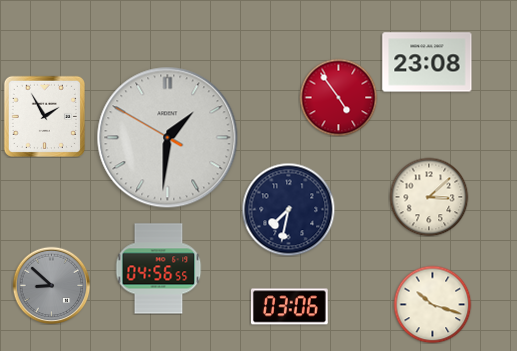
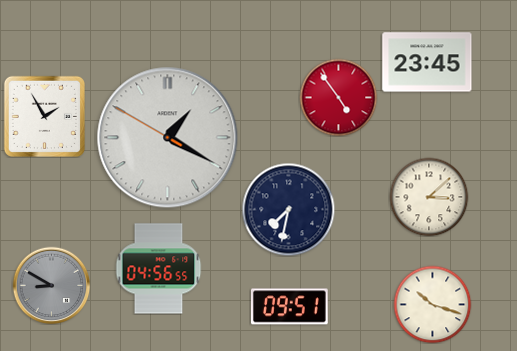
clock at (427, 62): 23:08 -> 23:45
clock at (168, 138): 1:30 -> 1:19
clock at (51, 285): 8:52 -> 8:50
clock at (289, 307): 03:06 -> 09:51
